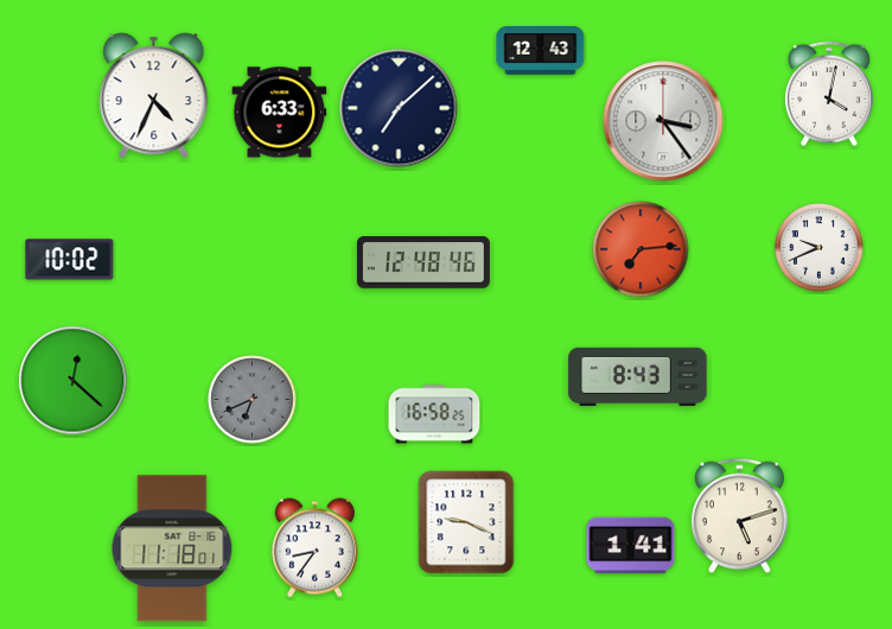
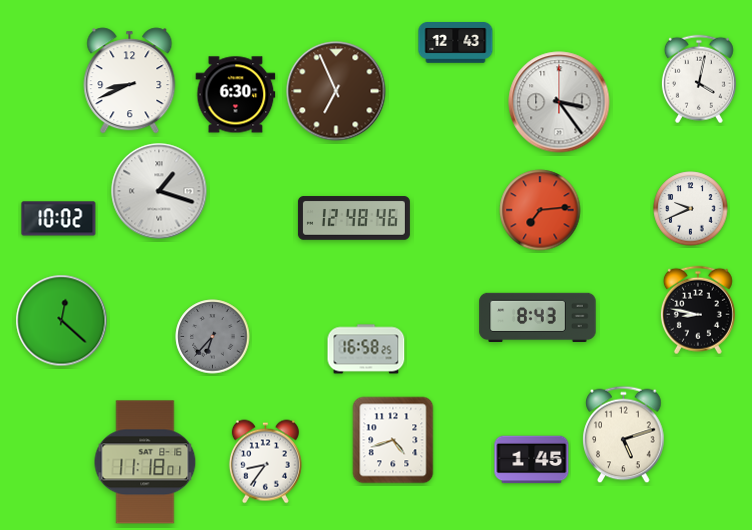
clock at (154, 96): 4:34 -> 8:41
clock at (399, 108): 7:08 -> 6:56
clock at (399, 108) dial: navy -> brown
clock at (280, 113): 6:33 -> 6:30
clock at (159, 191): none -> 1:18
clock at (423, 262) position: (423, 262) -> (354, 218)
clock at (698, 310): none -> 8:47
clock at (253, 400): 6:41 -> 6:37
clock at (466, 522): 9:19 -> 4:42
clock at (631, 546): 1:41 -> 1:45
